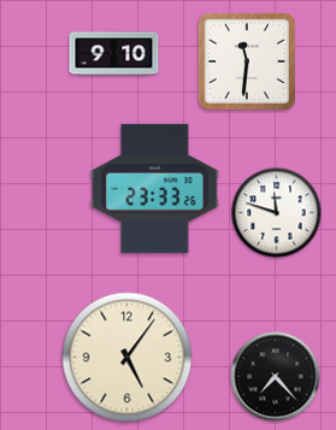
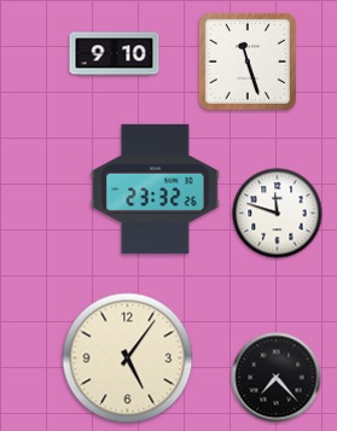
clock at (247, 61): 11:31 -> 11:27
clock at (155, 188): 23:33 -> 23:32
